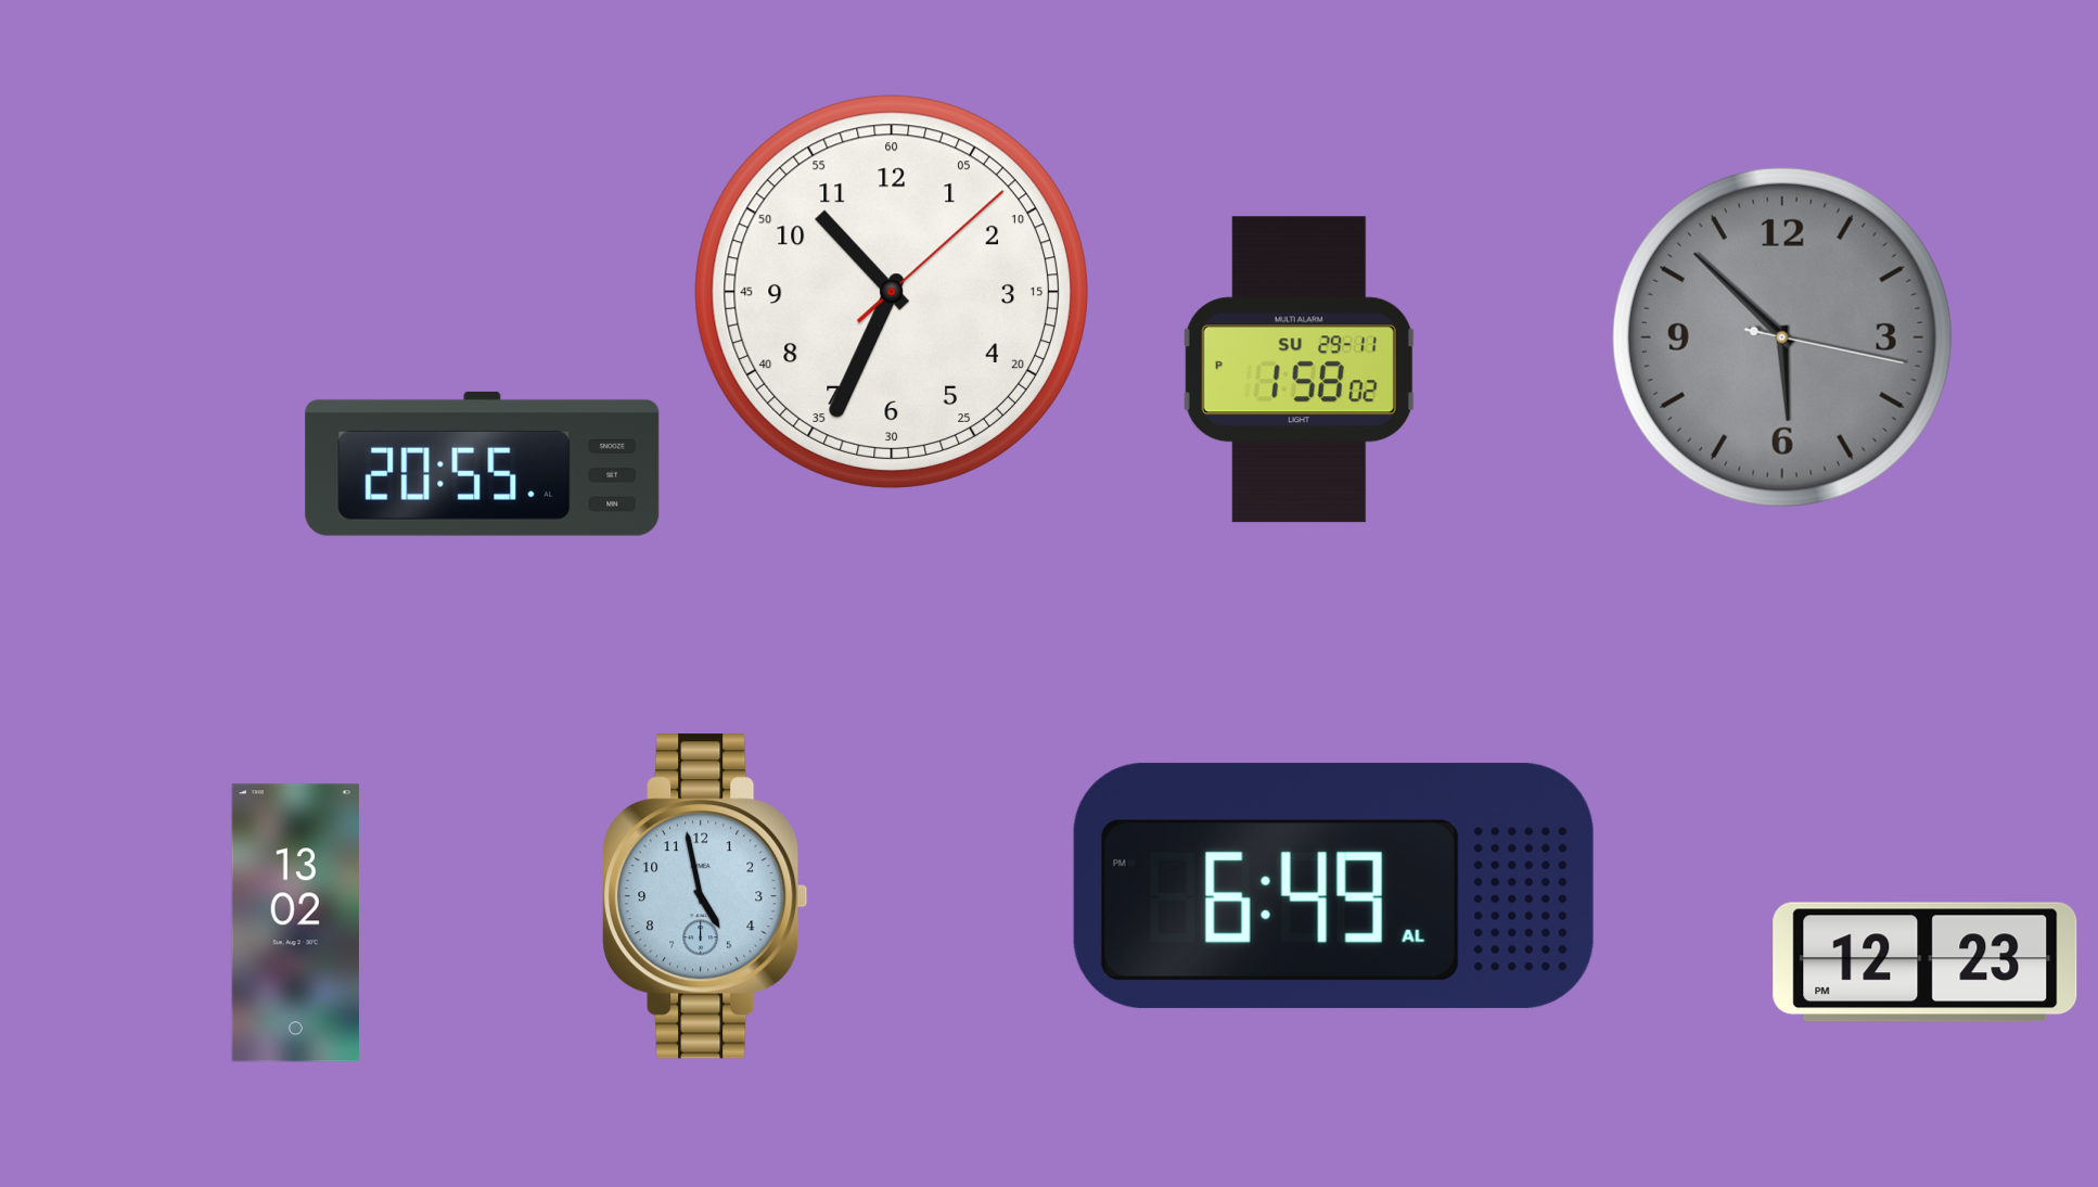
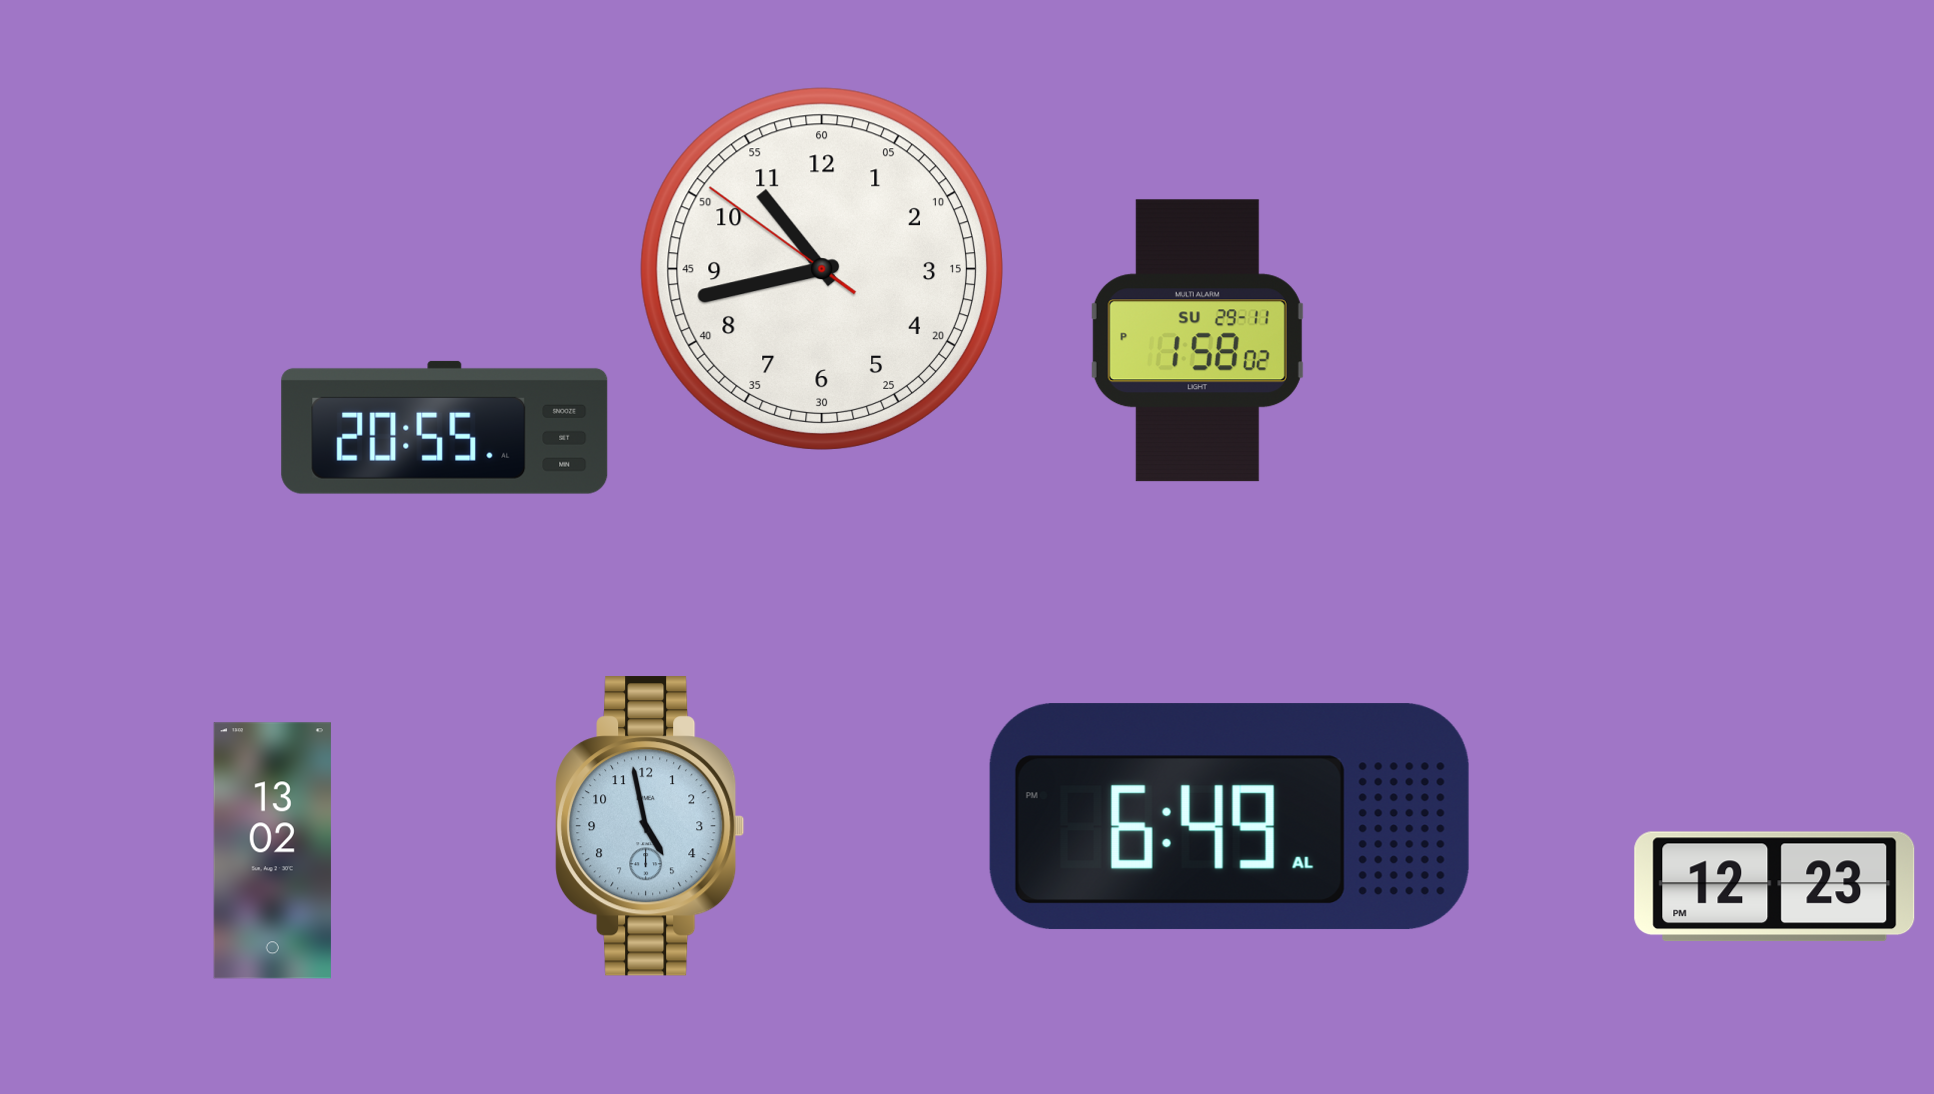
clock at (892, 292): 10:34 -> 10:42
clock at (1782, 337): 5:52 -> none
